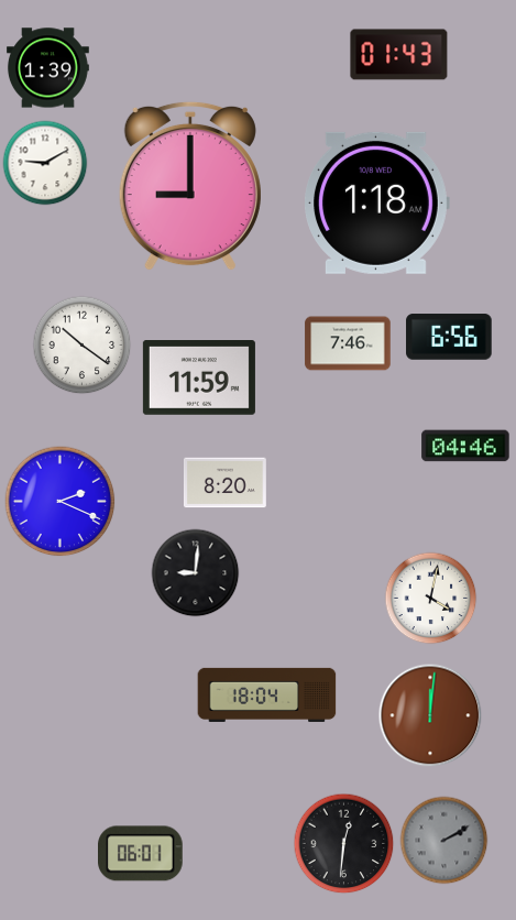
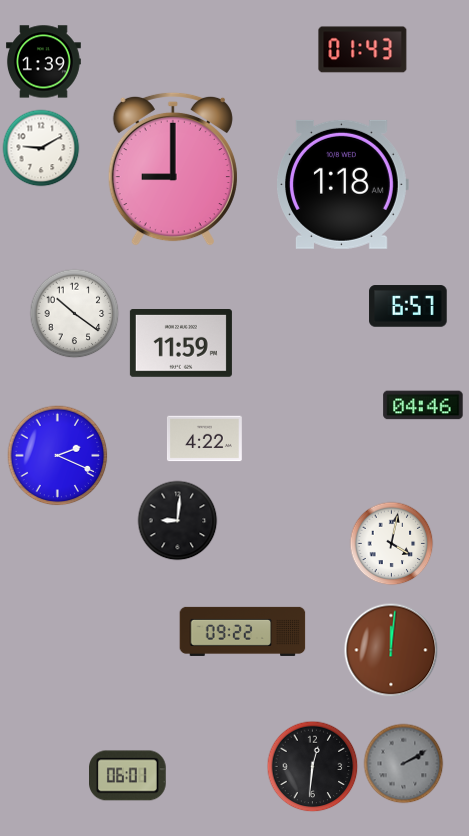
clock at (449, 337): 6:56 -> 6:57
clock at (348, 343): 7:46 -> none
clock at (224, 483): 8:20 -> 4:22
clock at (61, 502) position: (61, 502) -> (58, 456)
clock at (267, 694): 18:04 -> 09:22
